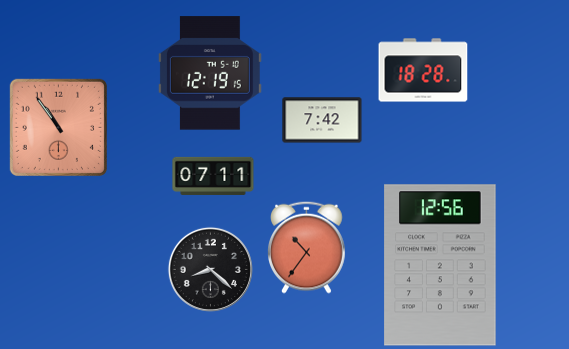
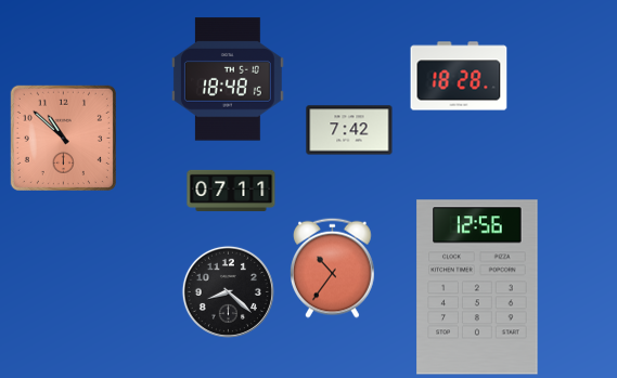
clock at (210, 73): 12:19 -> 18:48
clock at (58, 127): 10:54 -> 10:52
